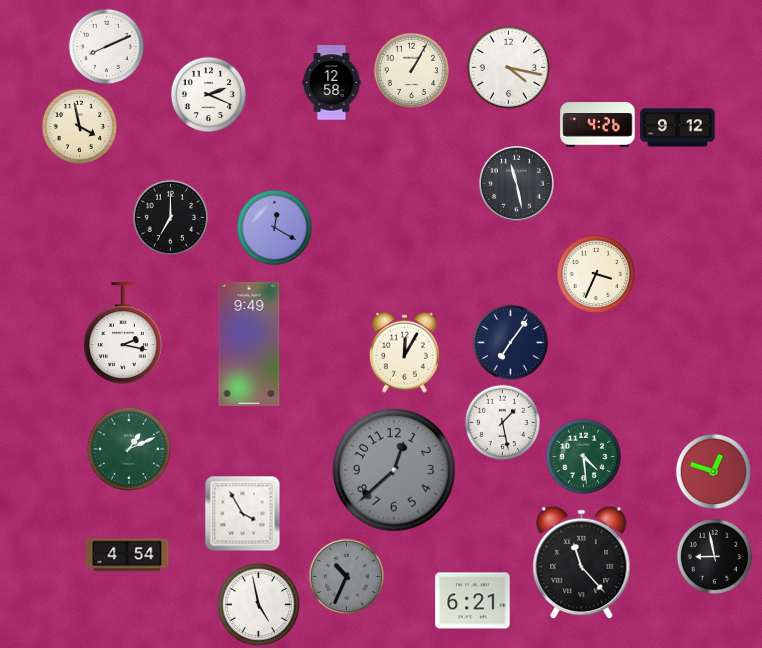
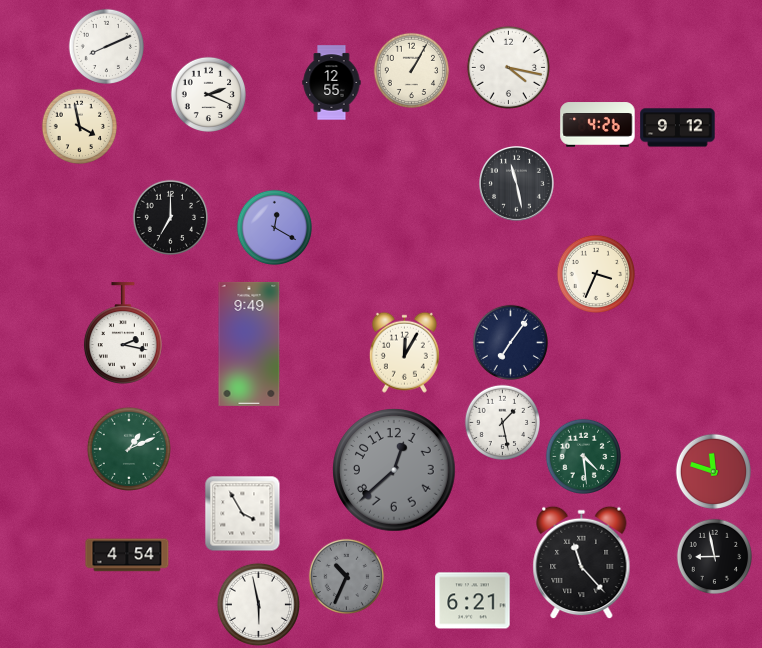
clock at (332, 83): 12:58 -> 12:55
clock at (713, 471): 12:48 -> 11:48
clock at (258, 604): 4:58 -> 5:58
